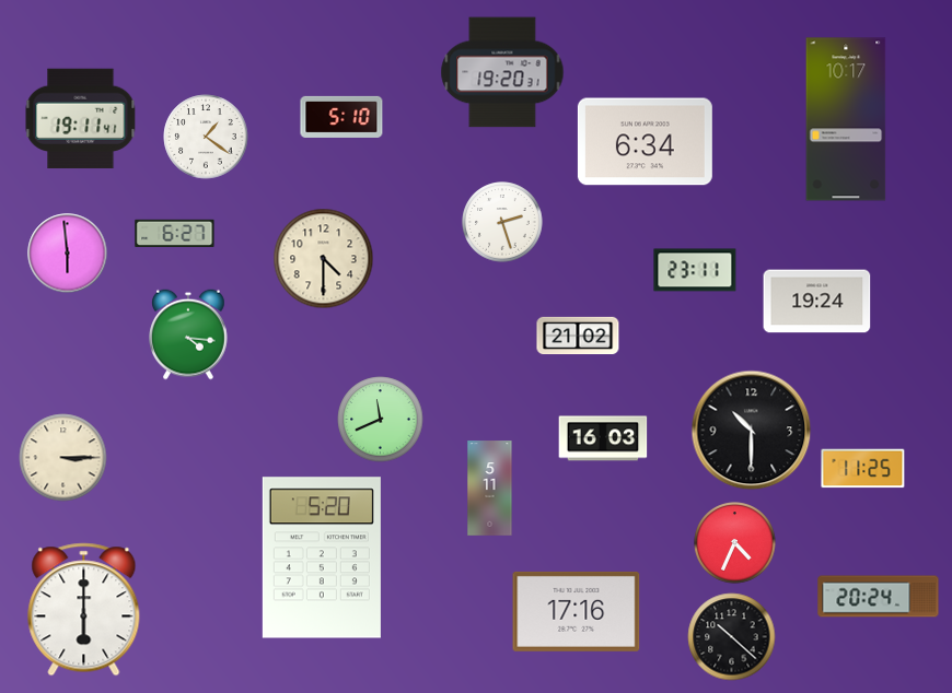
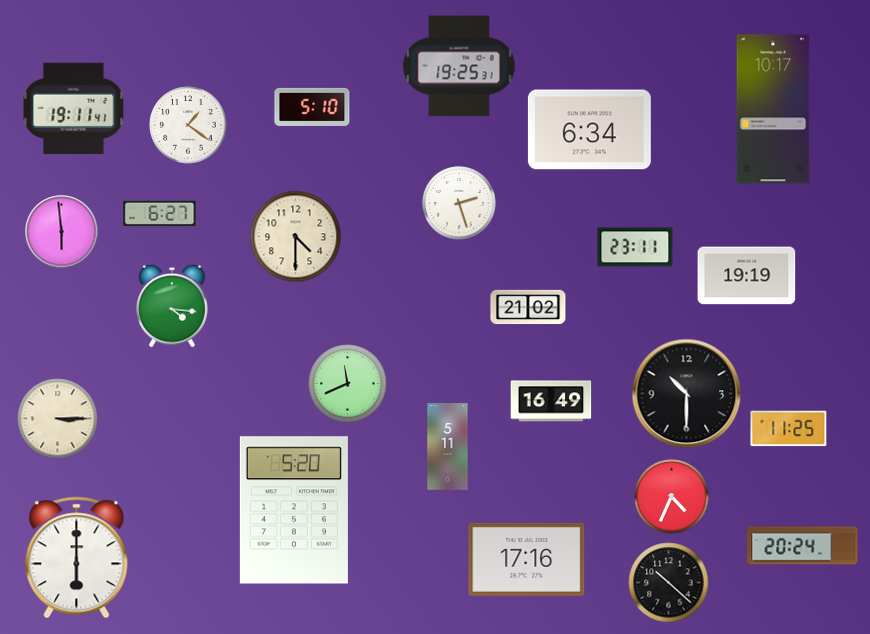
clock at (502, 72): 19:20 -> 19:25
clock at (817, 302): 19:24 -> 19:19
clock at (603, 438): 16:03 -> 16:49
